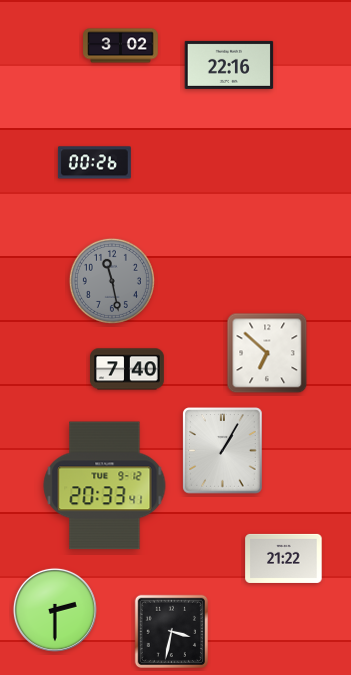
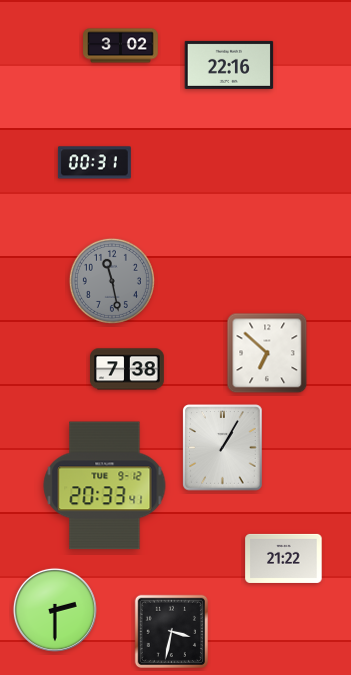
clock at (94, 163): 00:26 -> 00:31
clock at (128, 369): 7:40 -> 7:38
clock at (223, 451) position: (223, 451) -> (223, 448)
